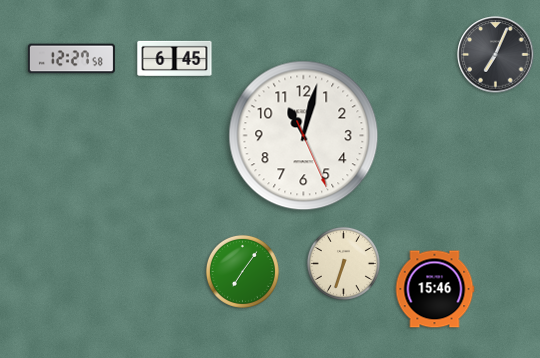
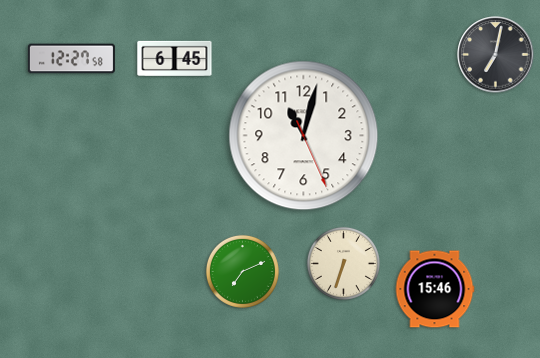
clock at (496, 55): 7:04 -> 7:02
clock at (242, 271): 7:06 -> 7:11
